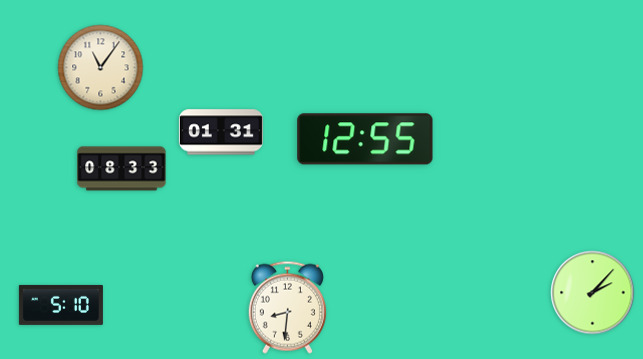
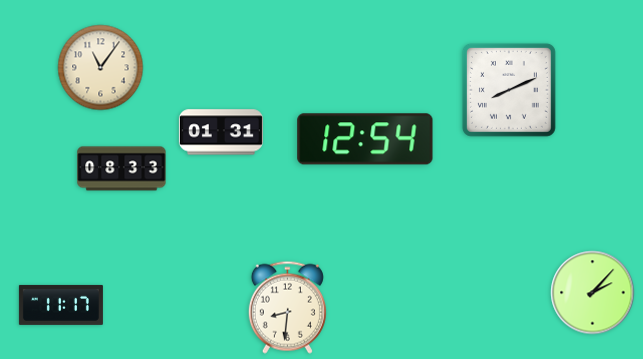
clock at (509, 90): none -> 8:11
clock at (365, 139): 12:55 -> 12:54
clock at (61, 305): 5:10 -> 11:17
